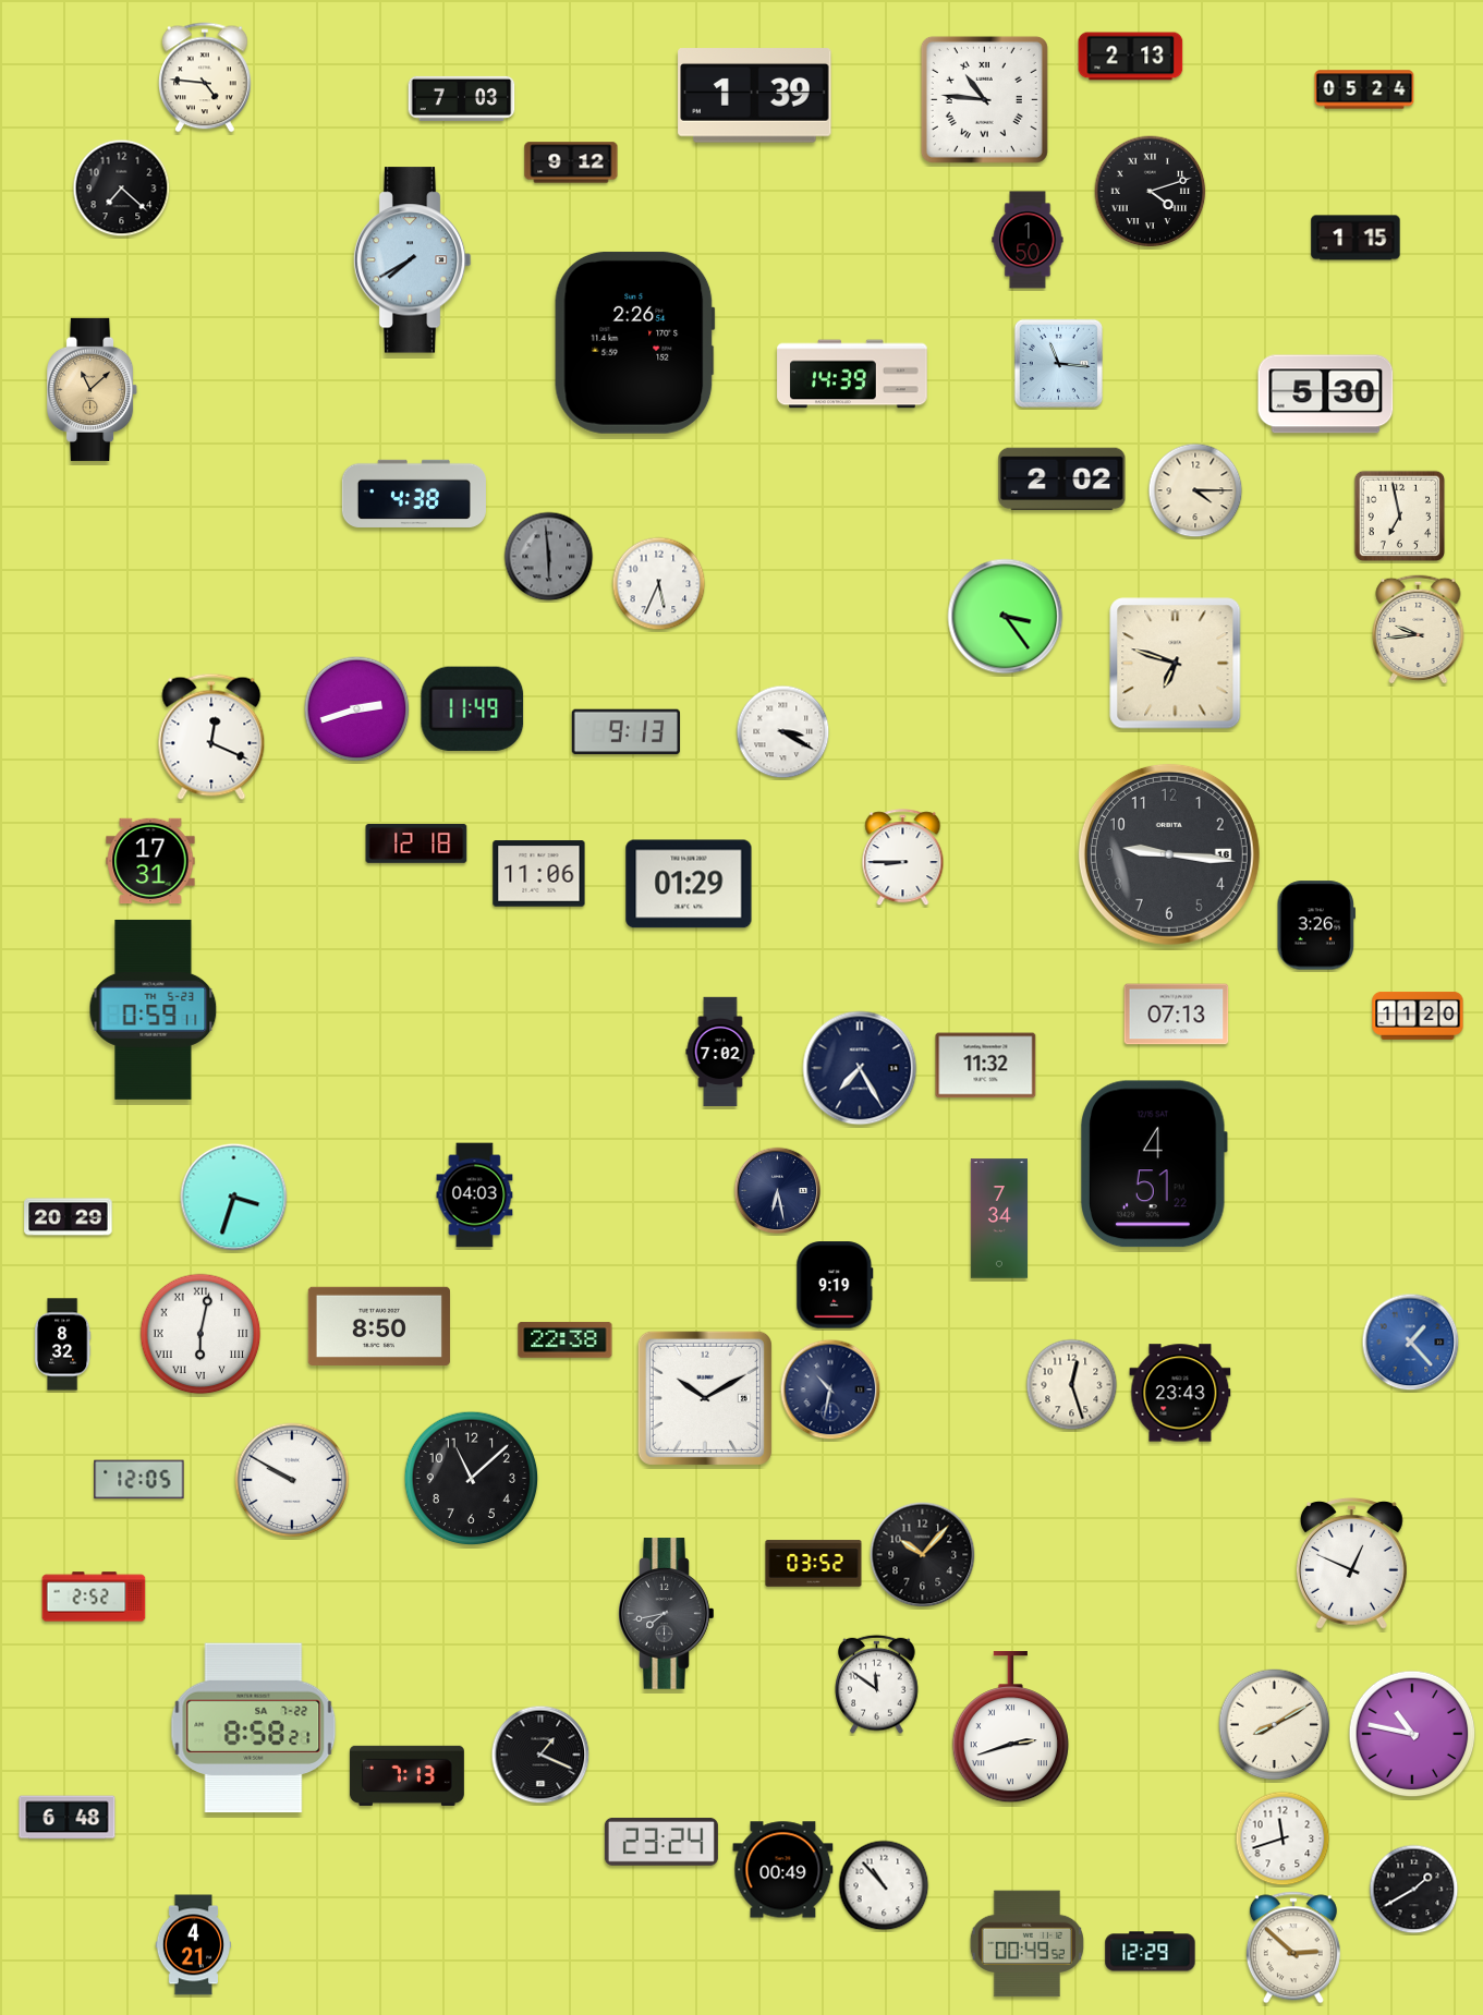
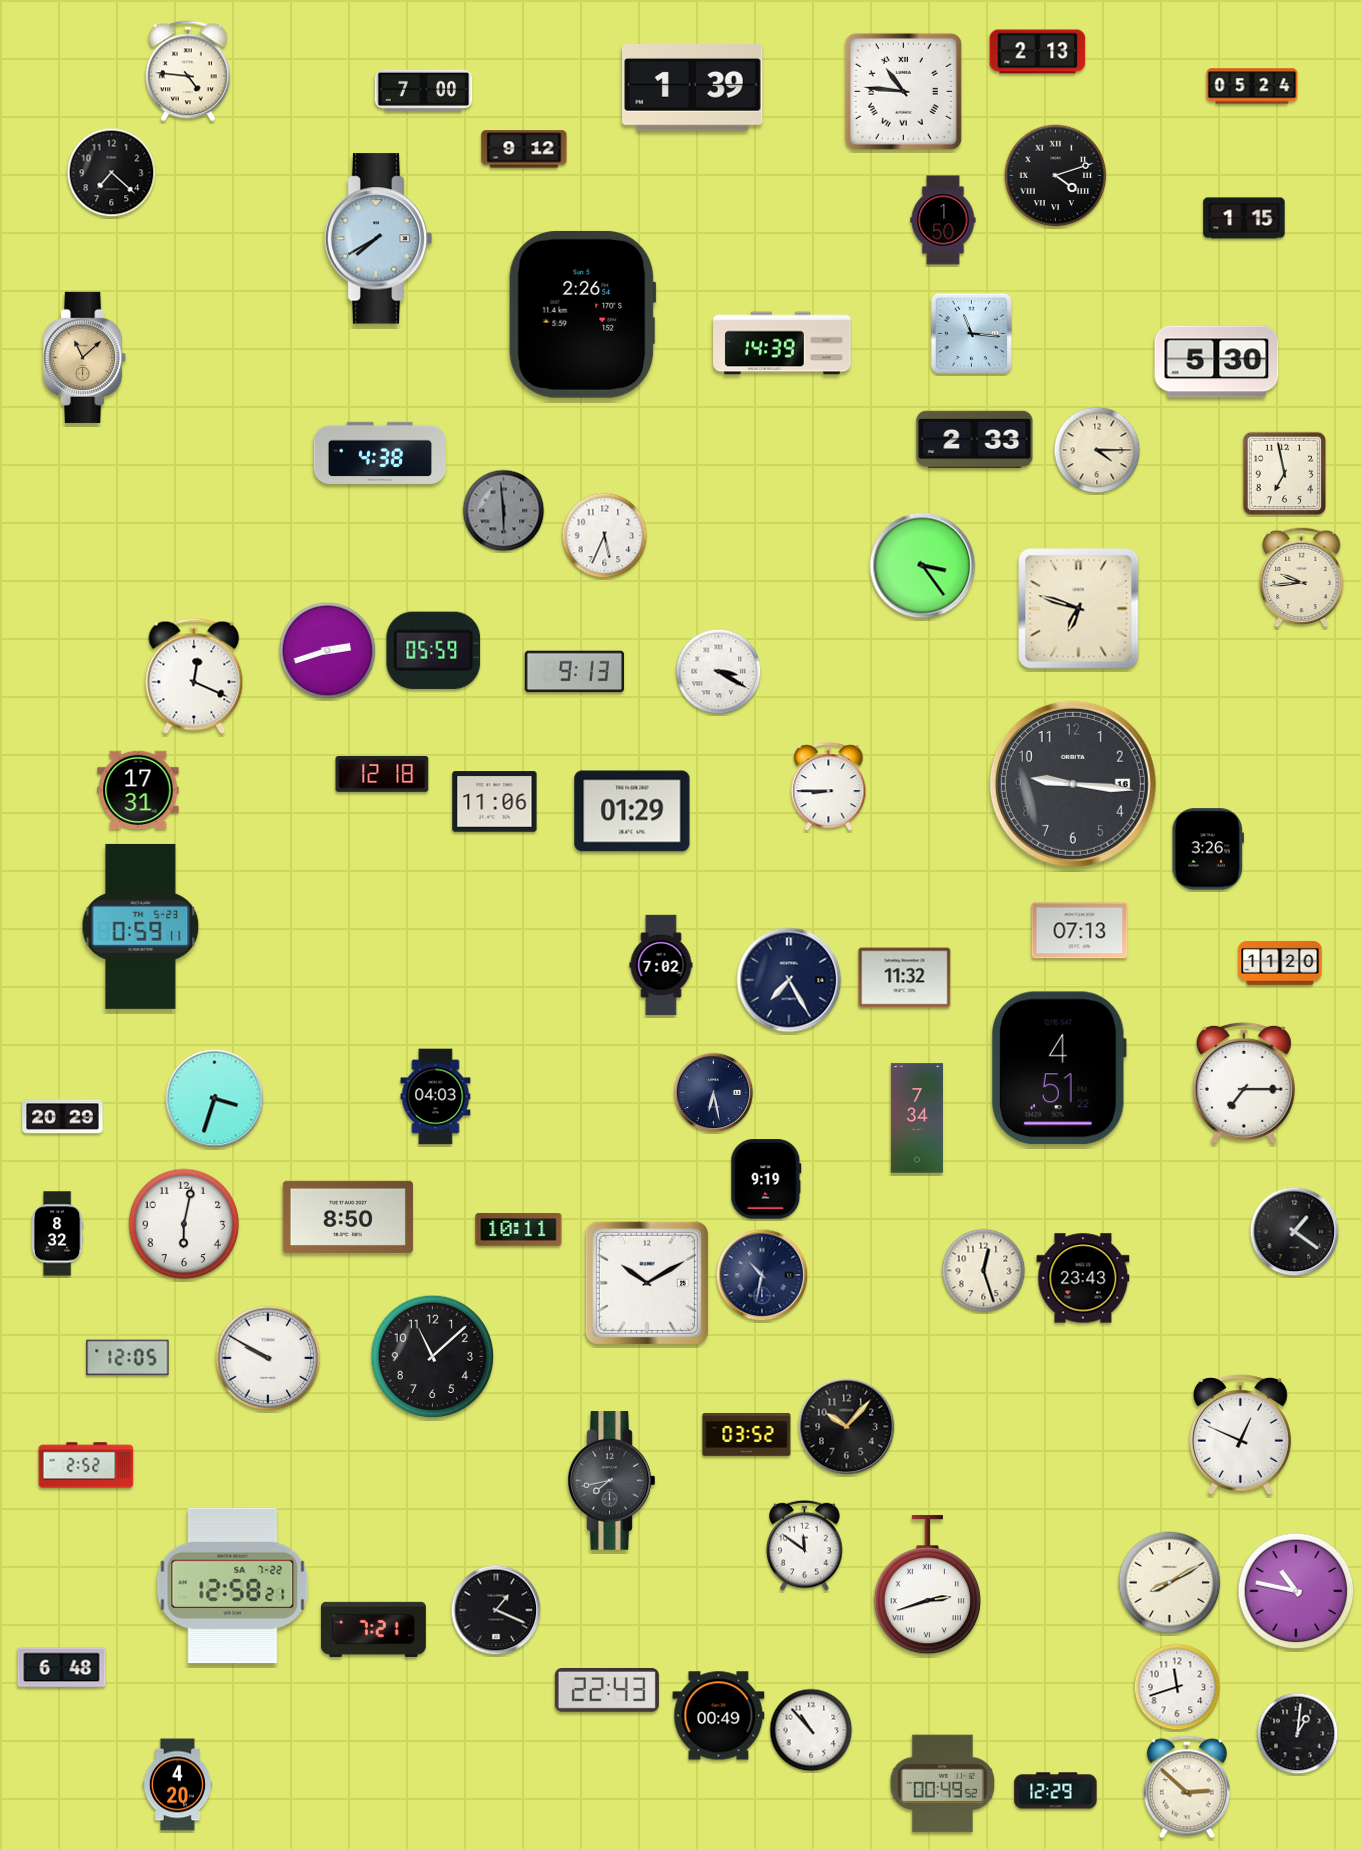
clock at (1364, 89) position: (1364, 89) -> (1252, 86)
clock at (462, 98): 7:03 -> 7:00
clock at (1062, 480): 2:02 -> 2:33
clock at (473, 708): 11:49 -> 05:59
clock at (1418, 1016) position: (1418, 1016) -> (1280, 963)
clock at (1244, 1083): none -> 7:15
clock at (200, 1334) numerals: Roman -> Arabic
clock at (566, 1340): 22:38 -> 10:11
clock at (1411, 1343): 1:23 -> 1:21
clock at (1411, 1343) dial: blue -> black
clock at (254, 1728): 8:58 -> 12:58
clock at (406, 1775): 7:13 -> 7:21
clock at (661, 1842): 23:24 -> 22:43
clock at (1414, 1890): 1:40 -> 1:01
clock at (194, 1945): 4:21 -> 4:20
